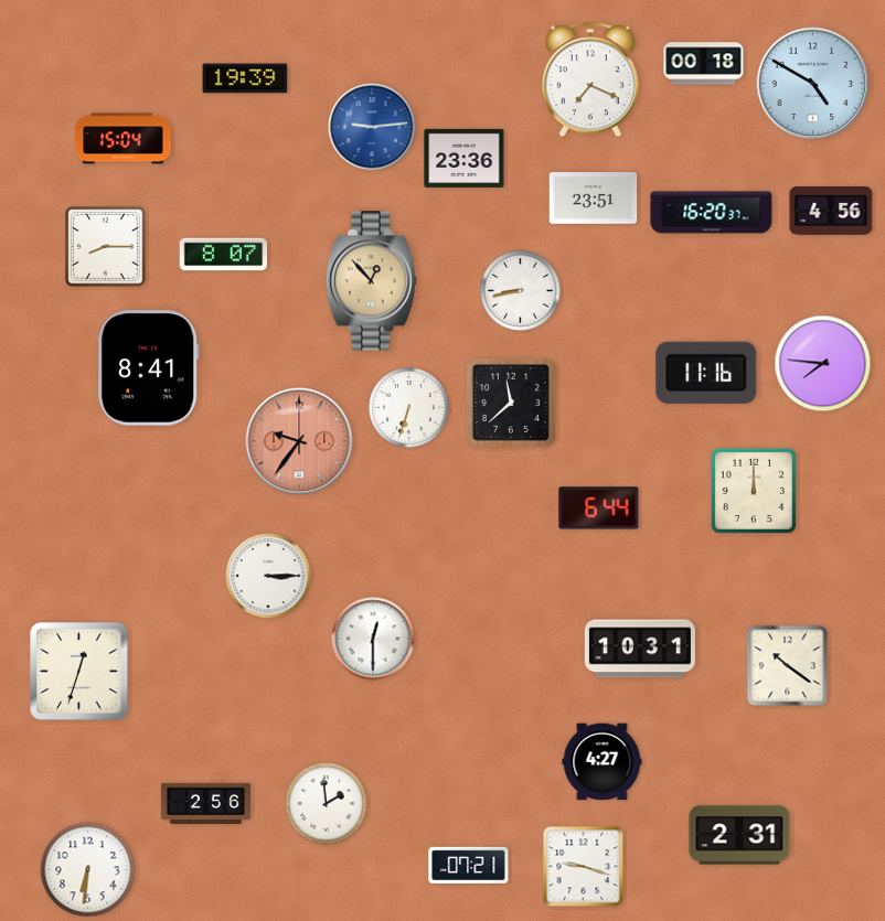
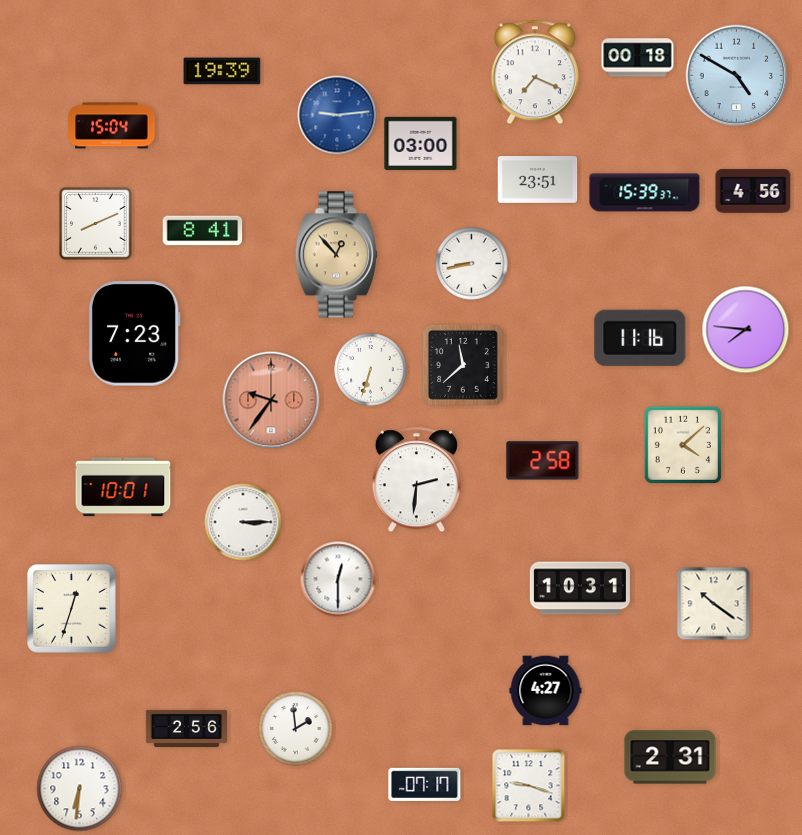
clock at (465, 158): 23:36 -> 03:00
clock at (712, 213): 16:20 -> 15:39
clock at (106, 247): 8:15 -> 8:11
clock at (224, 255): 8:07 -> 8:41
clock at (148, 368): 8:41 -> 7:23
clock at (754, 491): 12:00 -> 4:08
clock at (599, 508): 6:44 -> 2:58
clock at (416, 480): none -> 2:31
clock at (123, 487): none -> 10:01
clock at (469, 865): 07:21 -> 07:17
